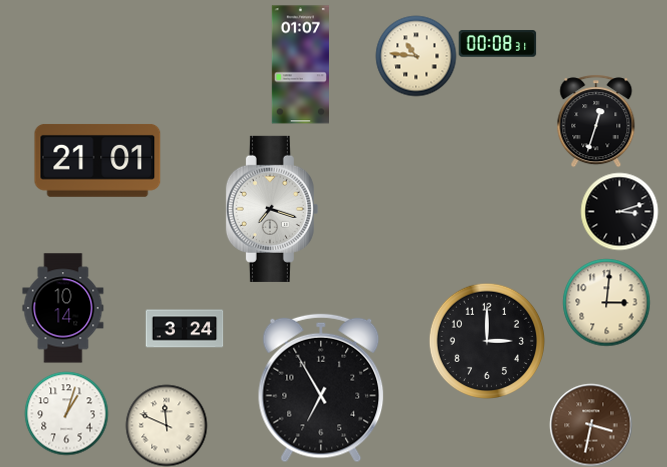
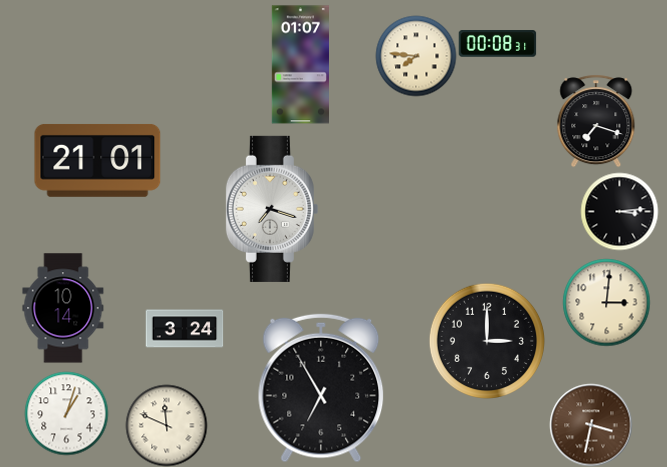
clock at (416, 56): 10:46 -> 7:46
clock at (596, 121): 12:33 -> 7:18
clock at (619, 211): 3:12 -> 3:14
